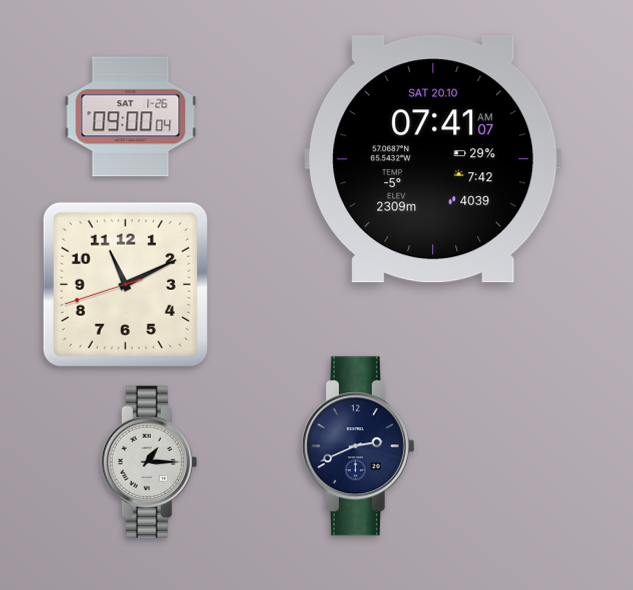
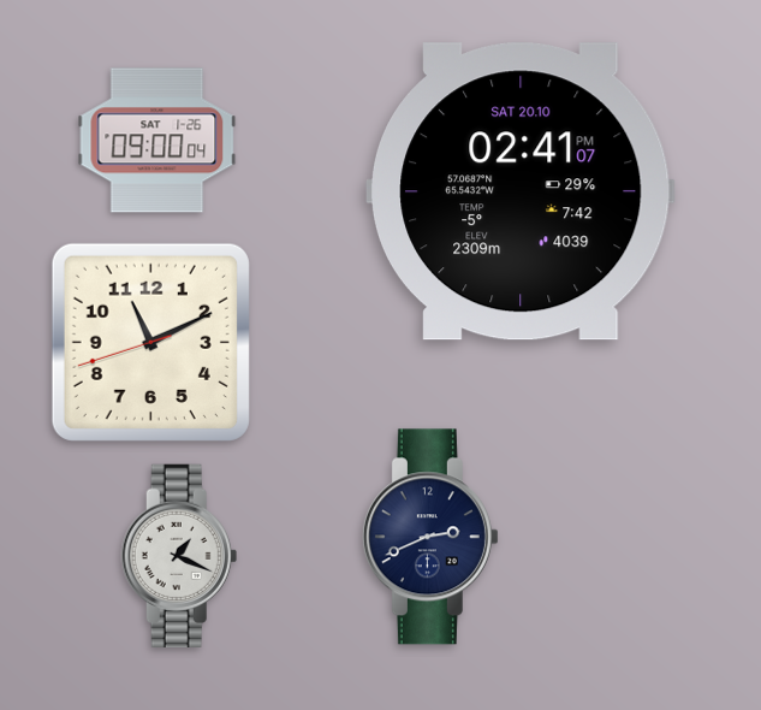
clock at (434, 159): 07:41 -> 02:41
clock at (149, 461): 1:15 -> 1:19
